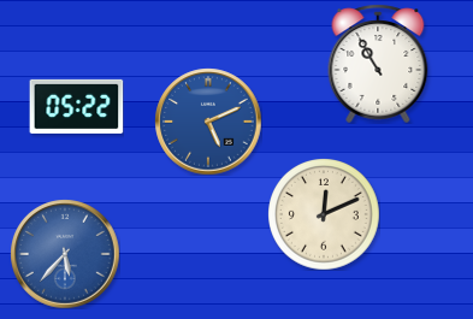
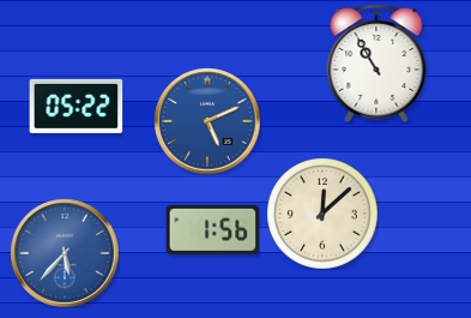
clock at (324, 214): 12:11 -> 12:08
clock at (212, 229): none -> 1:56
